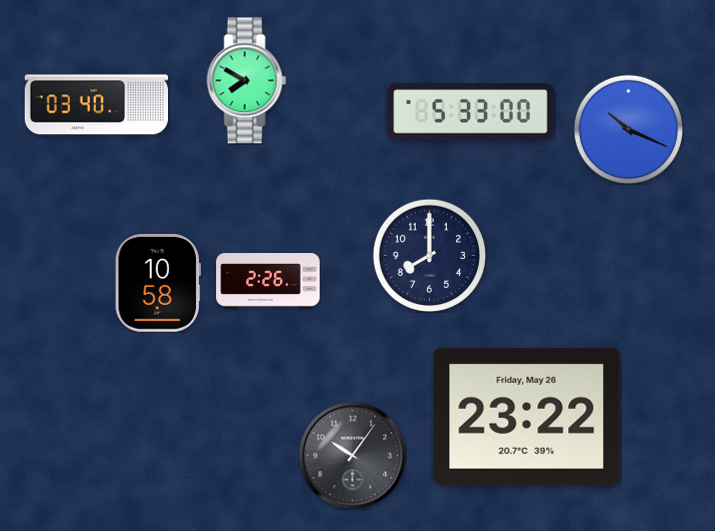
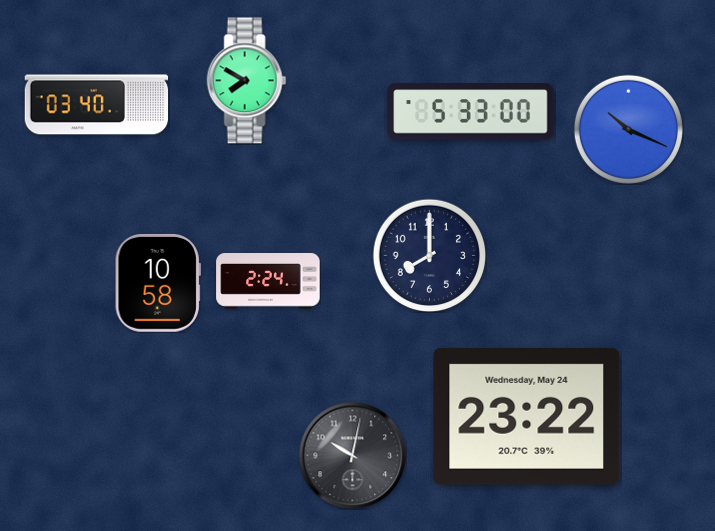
clock at (268, 282): 2:26 -> 2:24
clock at (527, 416) date: Friday, May 26 -> Wednesday, May 24
clock at (352, 455): 10:06 -> 10:02
